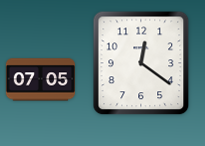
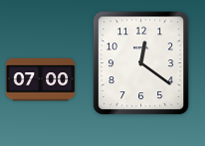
clock at (40, 80): 07:05 -> 07:00
